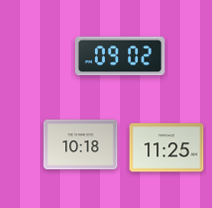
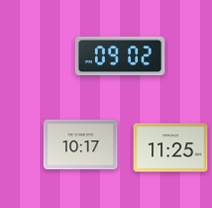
clock at (81, 145): 10:18 -> 10:17
clock at (167, 148) position: (167, 148) -> (171, 148)
